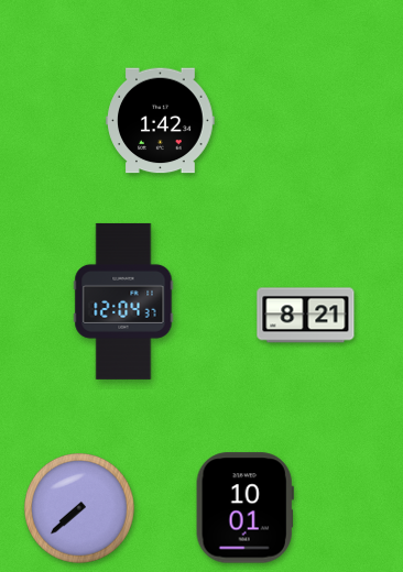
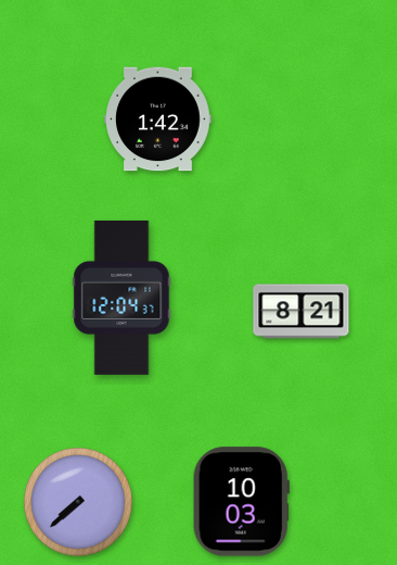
clock at (244, 508): 10:01 -> 10:03
